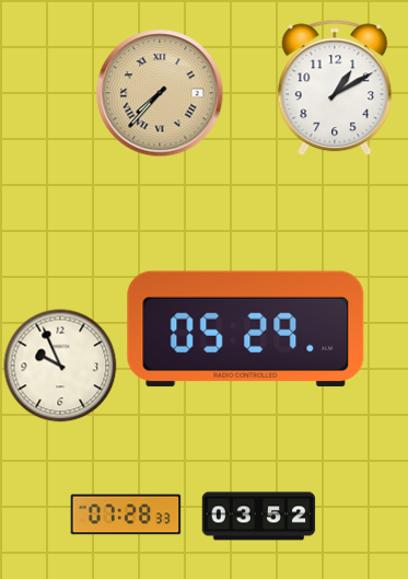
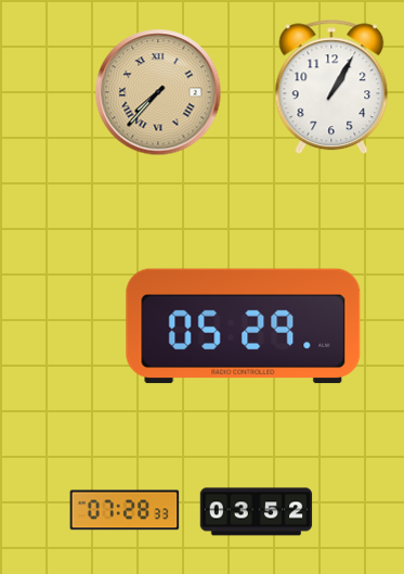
clock at (335, 88): 1:10 -> 1:05
clock at (60, 366): 9:56 -> none
